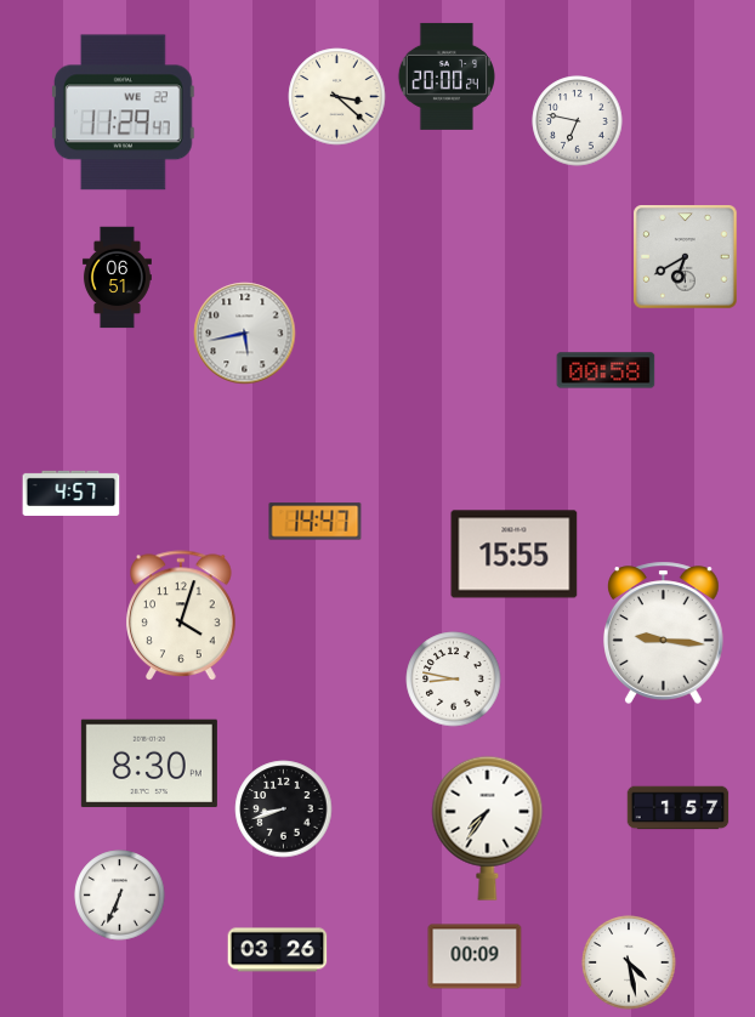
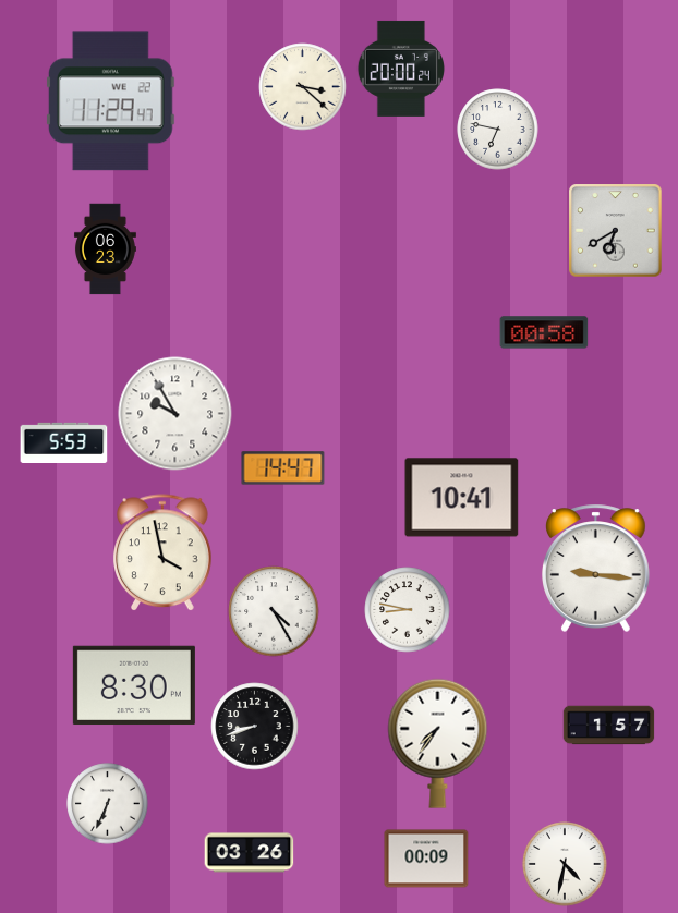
clock at (578, 121) position: (578, 121) -> (498, 130)
clock at (117, 278): 06:51 -> 06:23
clock at (245, 334): 5:43 -> none
clock at (175, 414): none -> 9:55
clock at (72, 493): 4:57 -> 5:53
clock at (515, 555): 15:55 -> 10:41
clock at (182, 617): 4:03 -> 3:58
clock at (274, 611): none -> 4:25
clock at (629, 962): 4:28 -> 4:32
